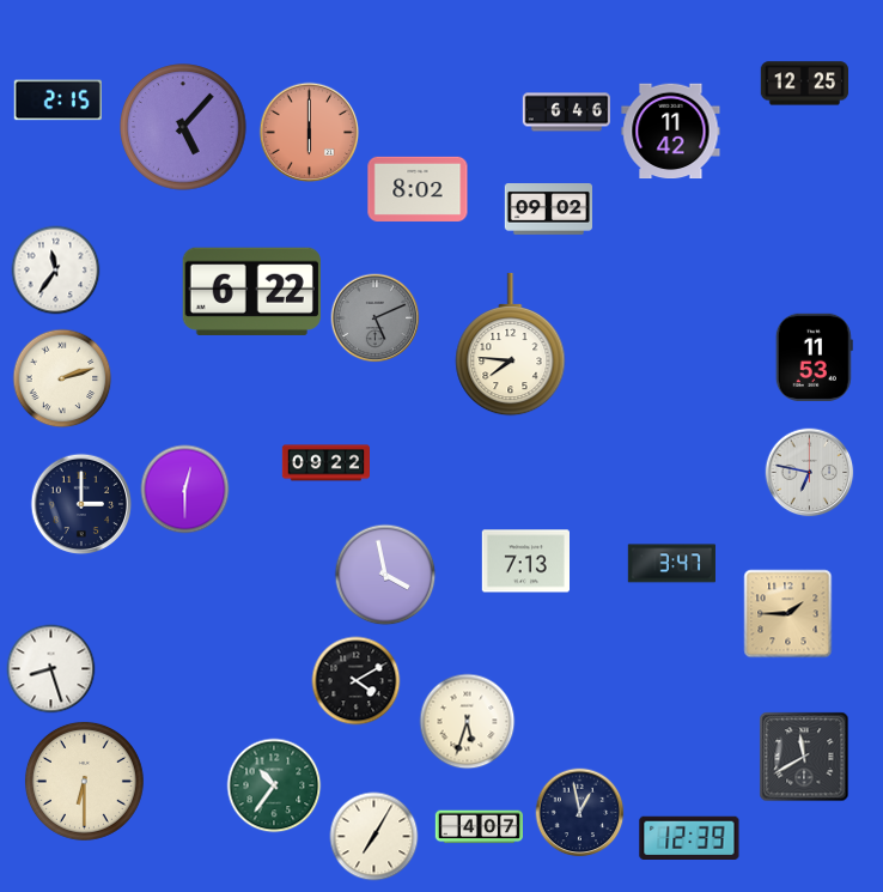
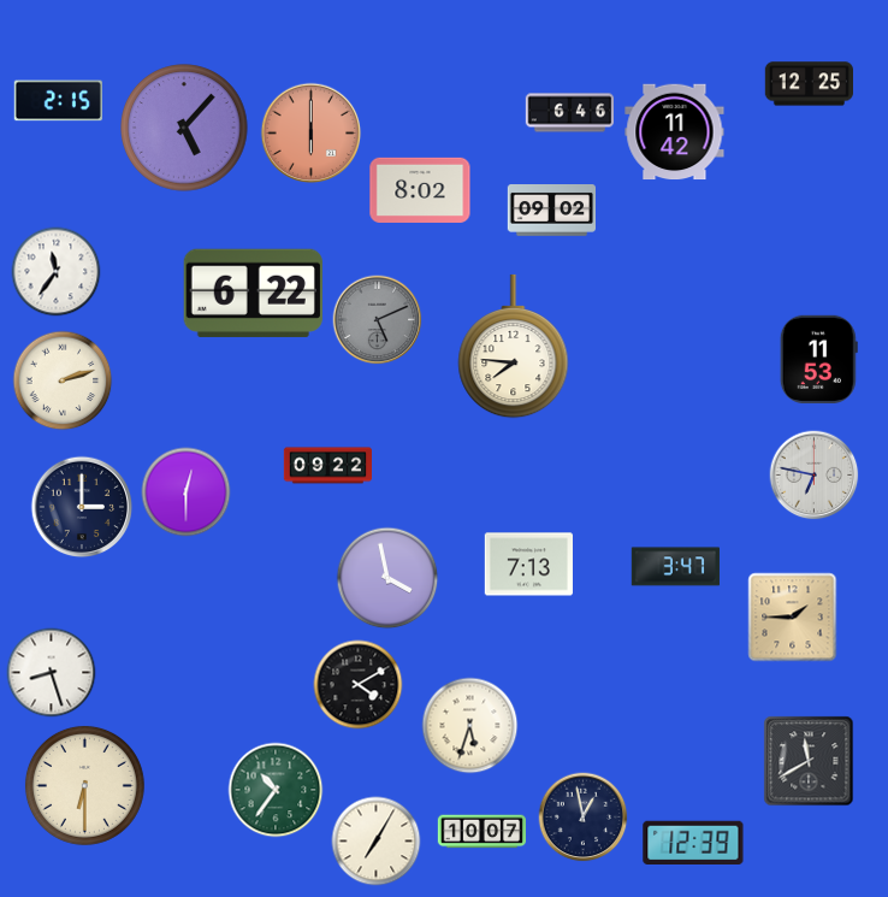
clock at (479, 827): 4:07 -> 10:07
